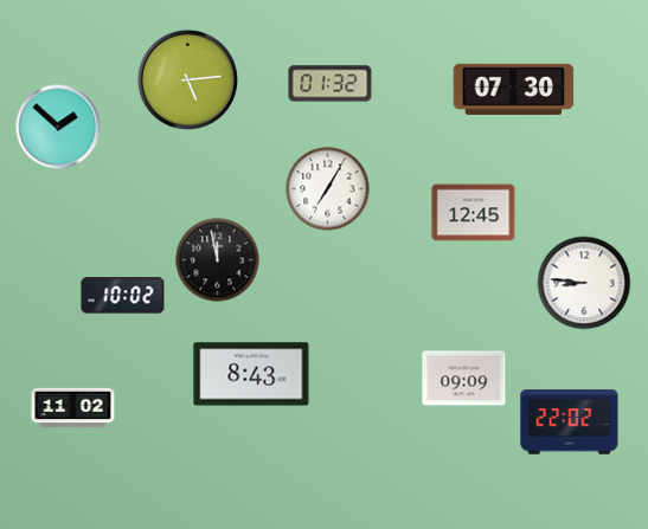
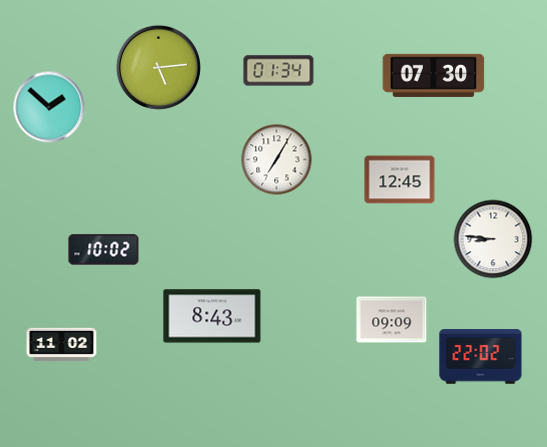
clock at (331, 84): 01:32 -> 01:34
clock at (218, 260): 11:58 -> none
